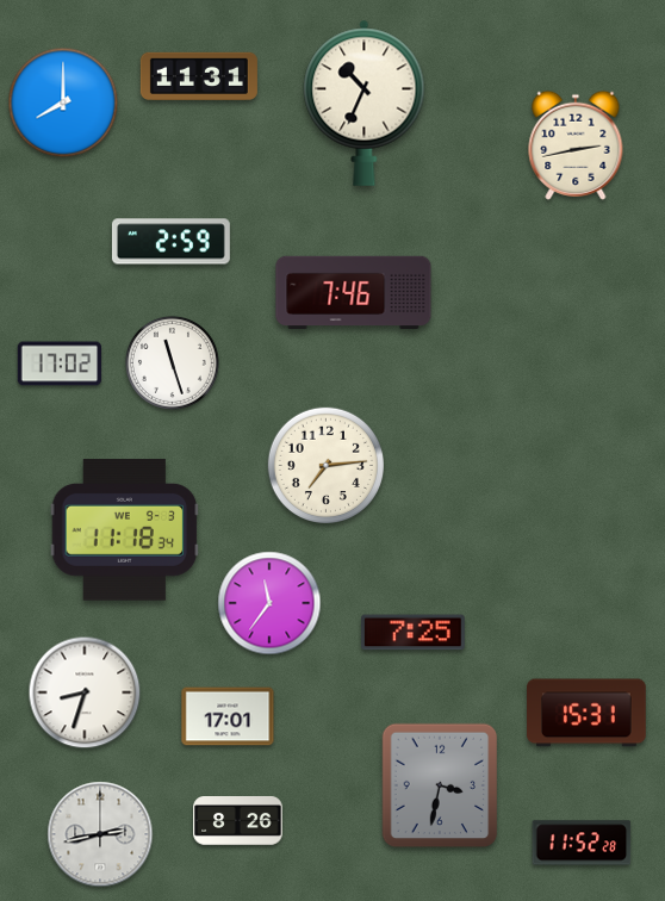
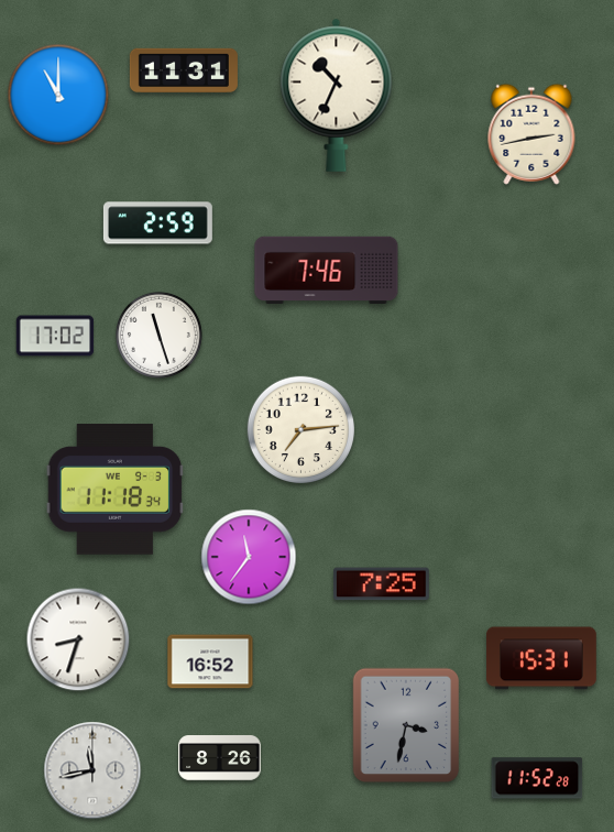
clock at (63, 102): 8:00 -> 11:00
clock at (228, 716): 17:01 -> 16:52
clock at (100, 834): 2:43 -> 11:43
